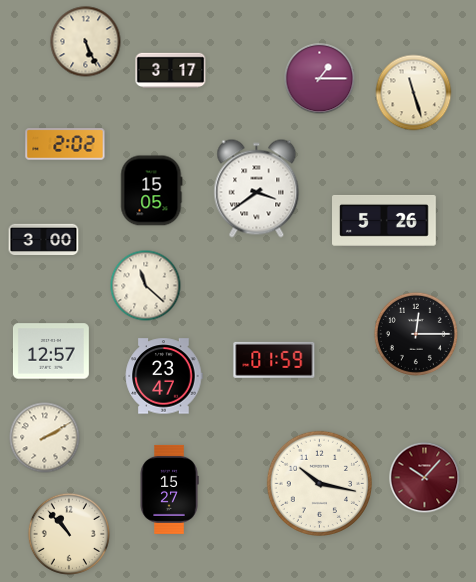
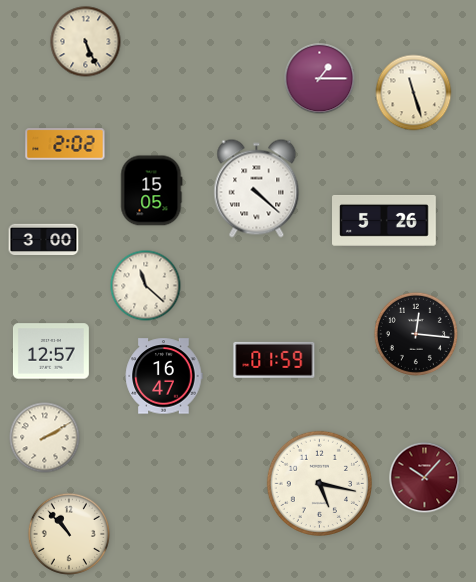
clock at (171, 70): 3:17 -> none
clock at (257, 189): 3:39 -> 4:22
clock at (416, 334): 12:15 -> 12:16
clock at (164, 376): 23:47 -> 16:47
clock at (319, 483): 10:17 -> 5:17
clock at (169, 489): 15:27 -> none
